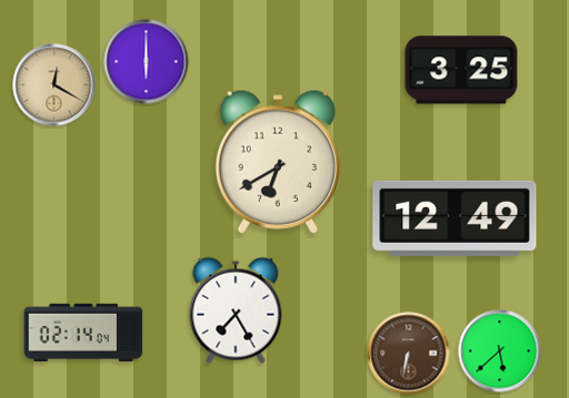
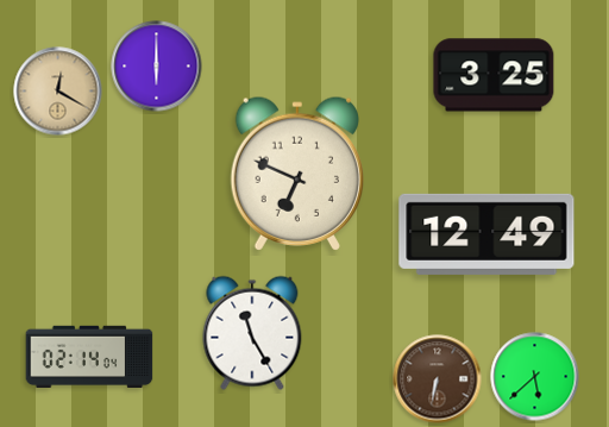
clock at (277, 162): 6:40 -> 6:49
clock at (236, 310): 7:25 -> 11:25
